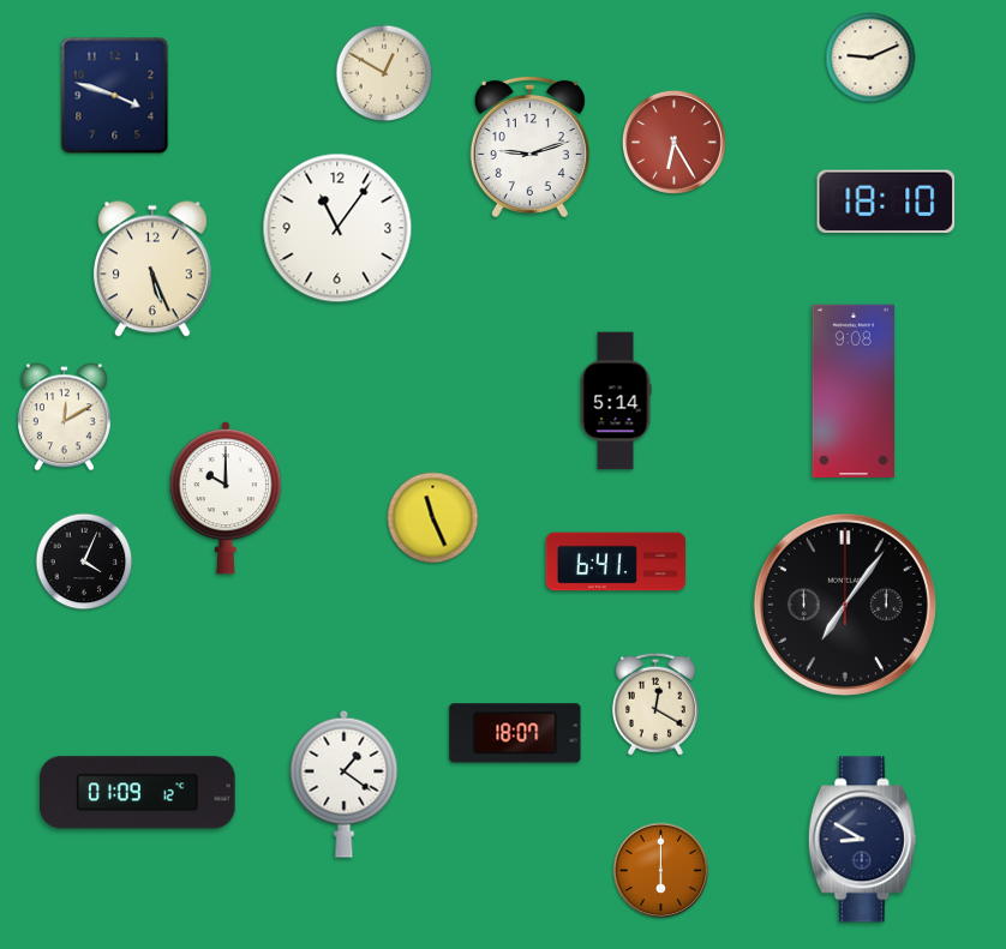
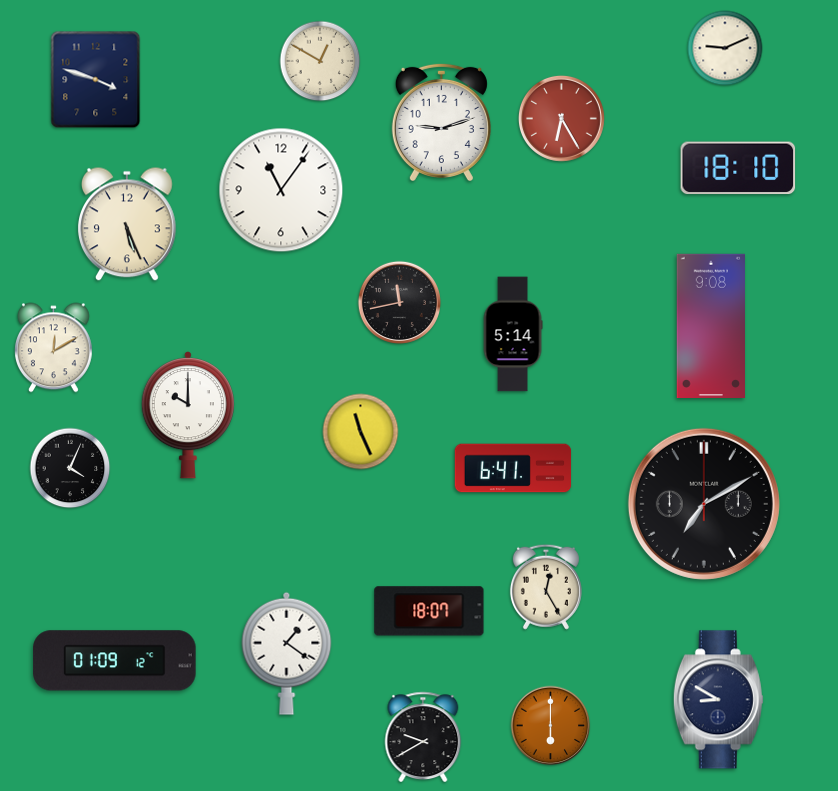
clock at (399, 302): none -> 11:43
clock at (845, 605): 7:06 -> 7:10
clock at (655, 704): 12:20 -> 12:25
clock at (423, 736): none -> 9:40
